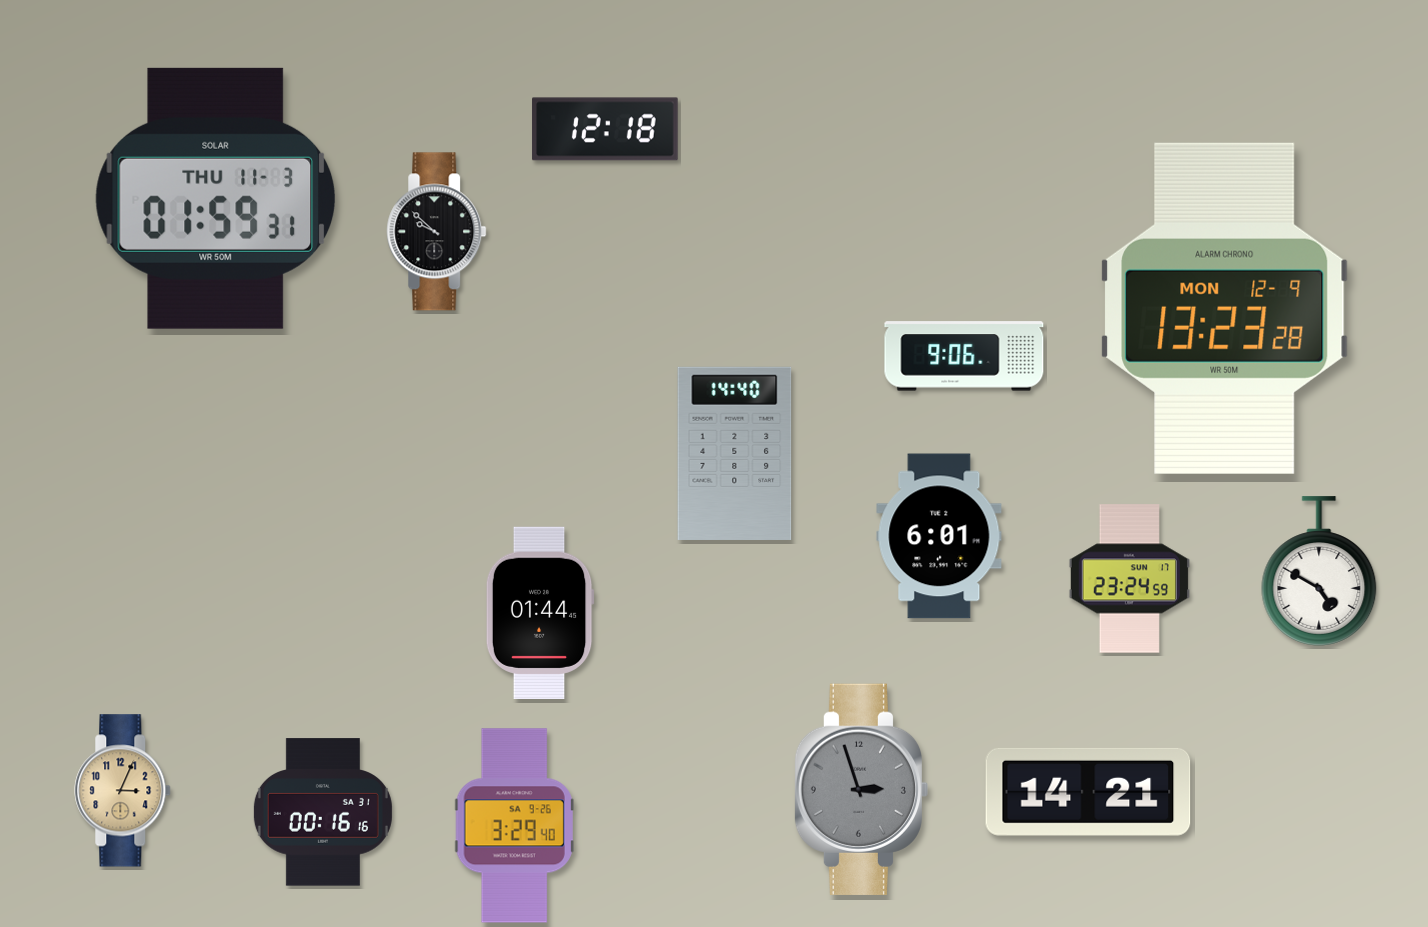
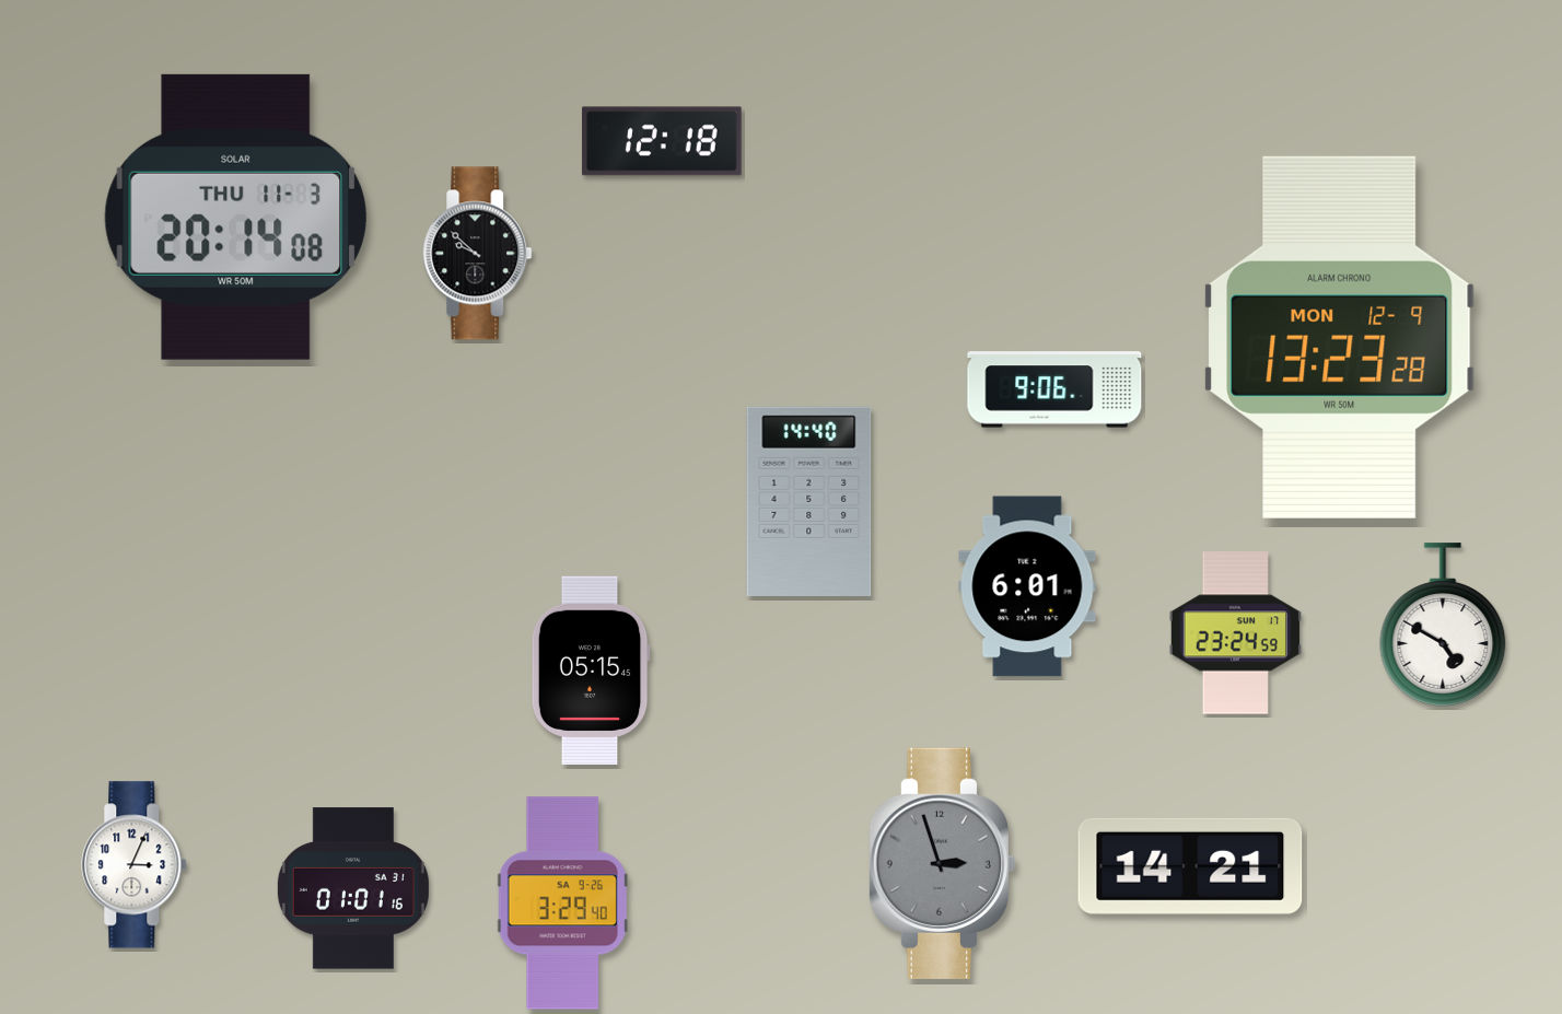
clock at (216, 198): 01:59 -> 20:14
clock at (735, 453) position: (735, 453) -> (809, 501)
clock at (540, 613): 01:44 -> 05:15
clock at (123, 791) dial: champagne -> white
clock at (323, 812): 00:16 -> 01:01
